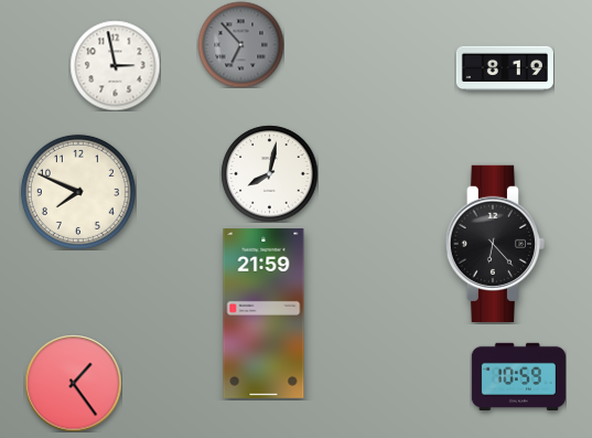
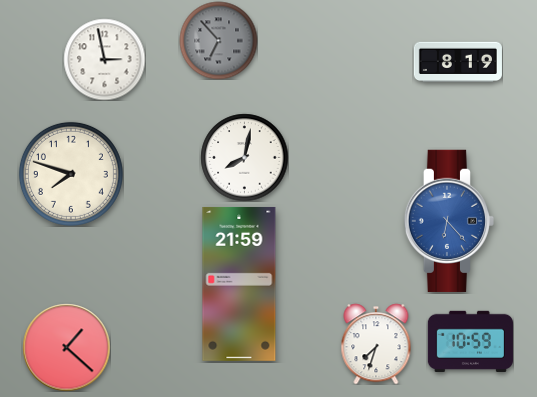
clock at (78, 192): 7:49 -> 7:48
clock at (494, 244) dial: black -> blue
clock at (376, 344): none -> 7:33
clock at (73, 383): 1:24 -> 1:22
